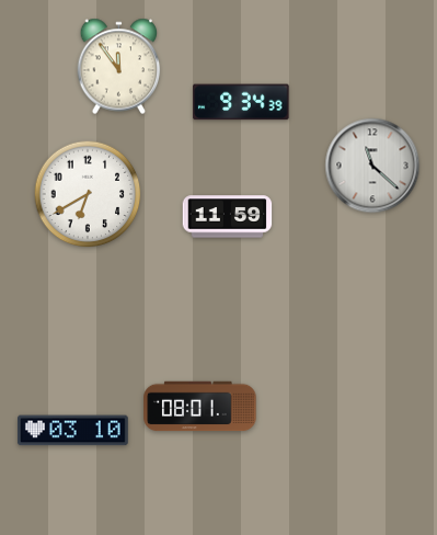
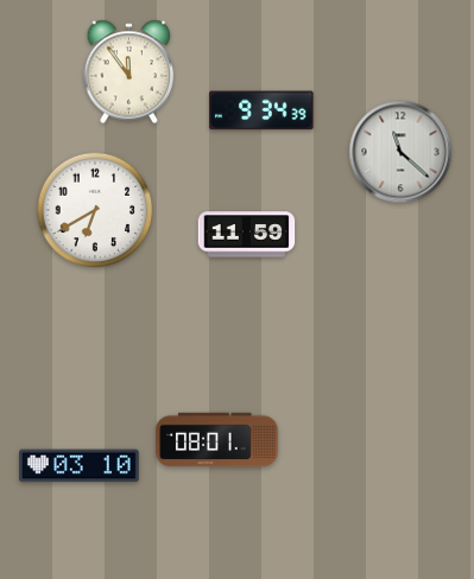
clock at (372, 166) position: (372, 166) -> (400, 152)
